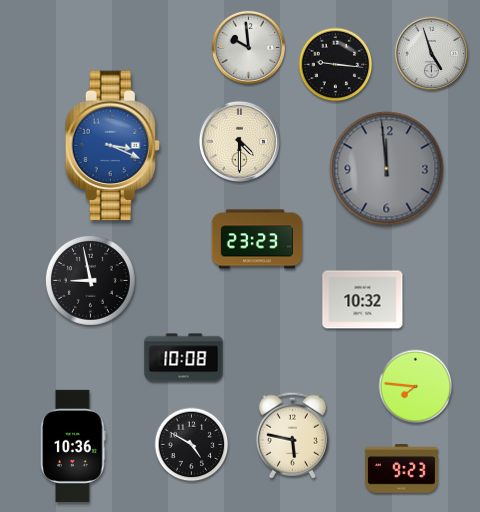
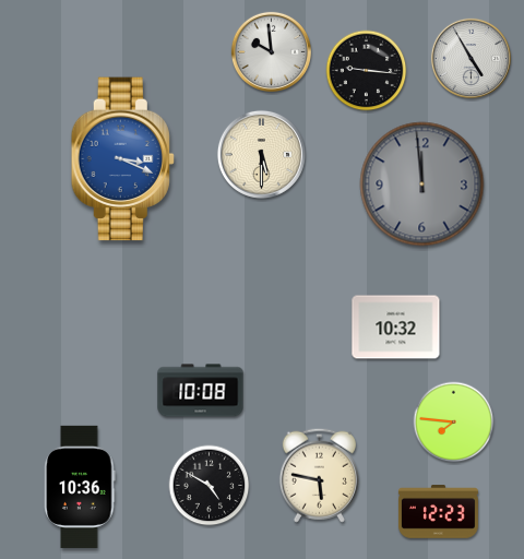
clock at (431, 53): 4:57 -> 4:55
clock at (239, 141): 4:30 -> 5:30
clock at (257, 239): 23:23 -> none
clock at (90, 280): 8:58 -> none
clock at (401, 469): 9:23 -> 12:23
